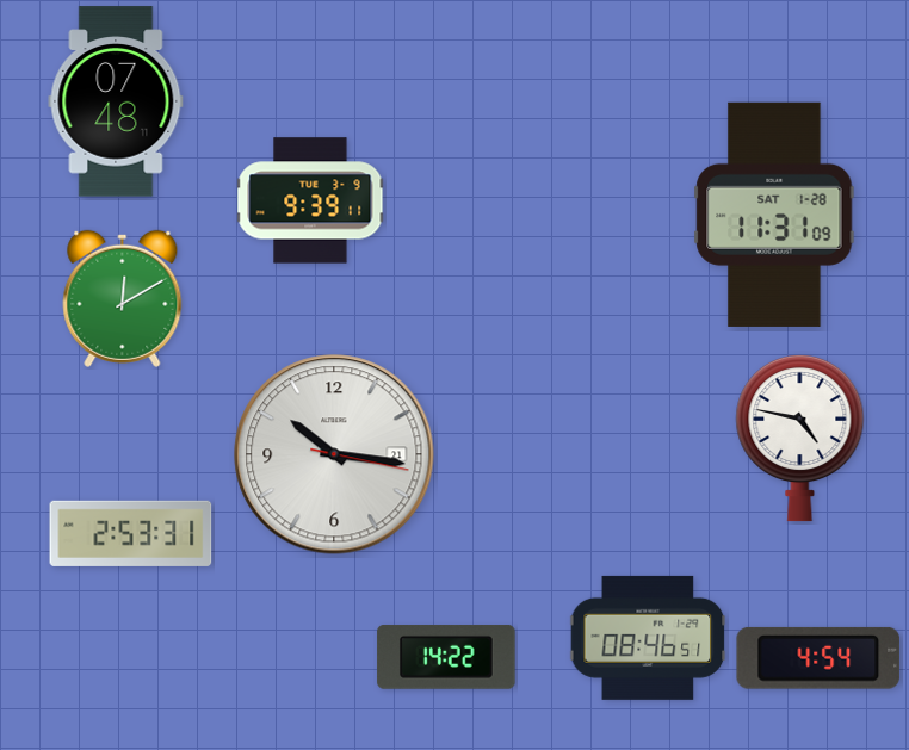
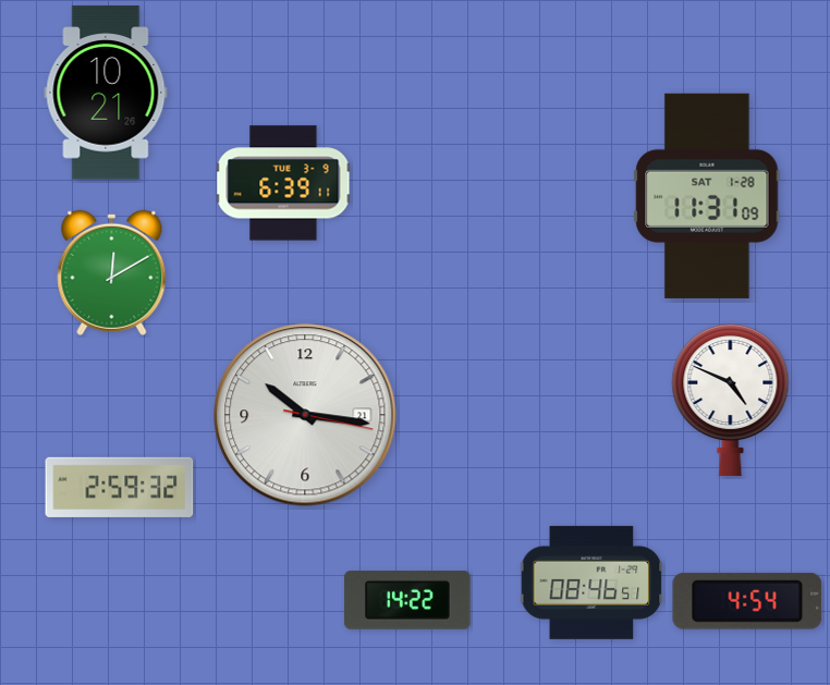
clock at (116, 101): 07:48 -> 10:21
clock at (310, 200): 9:39 -> 6:39
clock at (800, 438): 4:47 -> 4:49
clock at (131, 533): 2:53 -> 2:59
